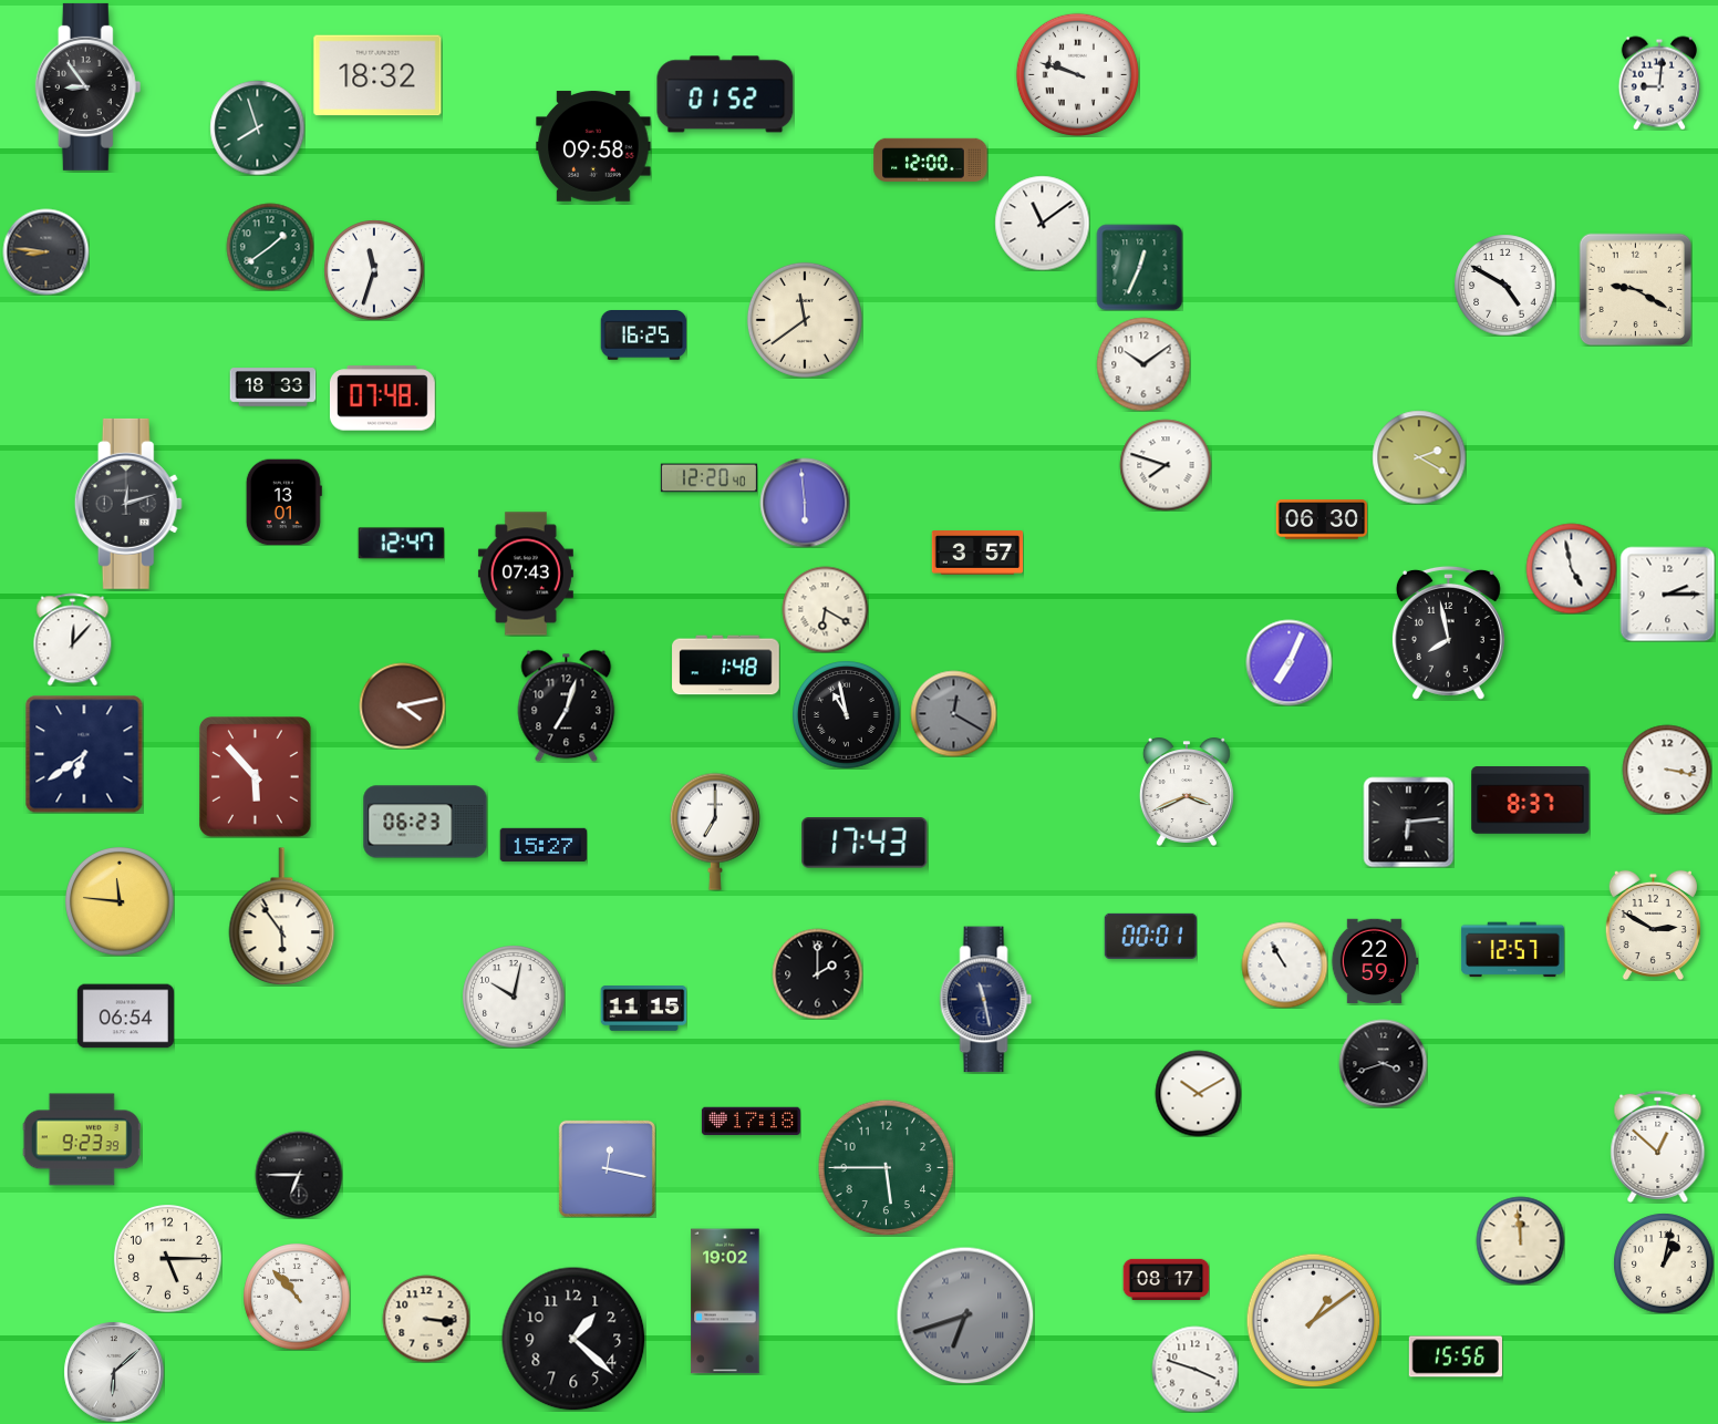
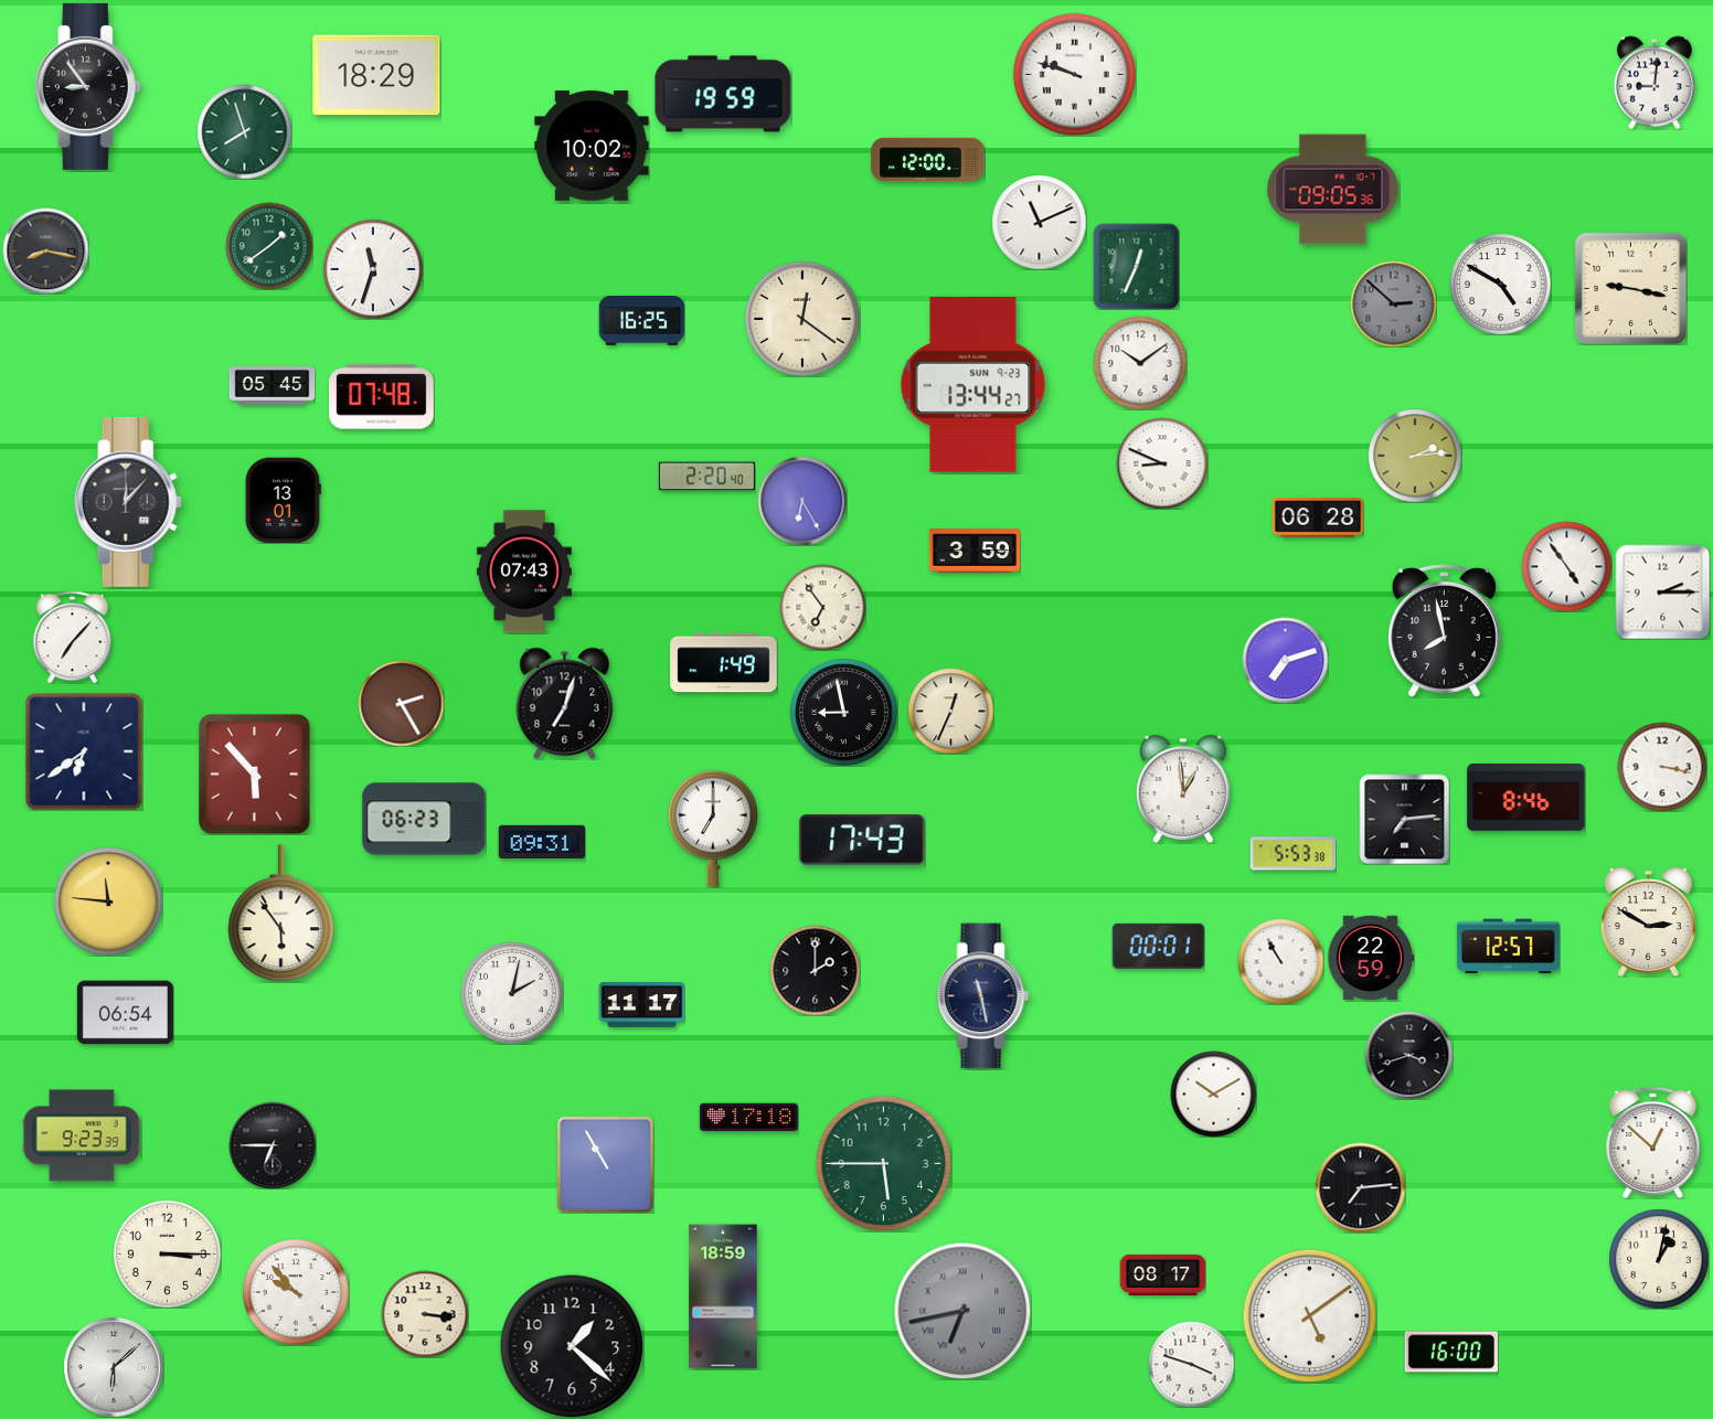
clock at (377, 75): 18:32 -> 18:29
clock at (725, 94): 01:52 -> 19:59
clock at (257, 127) position: (257, 127) -> (244, 131)
clock at (593, 146): 09:58 -> 10:02
clock at (1333, 190): none -> 09:05
clock at (1042, 223): 11:09 -> 11:11
clock at (45, 251): 8:46 -> 8:17
clock at (1635, 289): 9:20 -> 9:17
clock at (1393, 303): none -> 2:52
clock at (805, 320): 11:39 -> 12:21
clock at (643, 336) position: (643, 336) -> (641, 321)
clock at (973, 385): none -> 13:44
clock at (272, 388): 18:33 -> 05:45
clock at (1419, 457): 2:20 -> 2:14
clock at (1166, 465): 7:48 -> 8:49
clock at (708, 478): 12:20 -> 2:20
clock at (805, 503): 5:59 -> 6:25
clock at (128, 504): 12:12 -> 12:07
clock at (1322, 519): 06:30 -> 06:28
clock at (401, 544): 12:47 -> none
clock at (977, 553): 3:57 -> 3:59
clock at (1571, 568): 4:58 -> 4:54
clock at (825, 609): 6:20 -> 6:54
clock at (73, 639): 12:07 -> 7:07
clock at (1288, 662): 7:04 -> 7:12
clock at (726, 665): 1:48 -> 1:49
clock at (402, 705): 4:13 -> 2:25
clock at (953, 713): 12:20 -> 12:34
clock at (953, 713) dial: grey -> cream
clock at (847, 715): 10:58 -> 8:58
clock at (1187, 792): 3:41 -> 12:59
clock at (1531, 801): 8:37 -> 8:46
clock at (1408, 822): 6:14 -> 7:14
clock at (544, 845): 15:27 -> 09:31
clock at (1292, 854): none -> 5:53
clock at (121, 902) position: (121, 902) -> (109, 903)
clock at (1150, 936) position: (1150, 936) -> (1158, 946)
clock at (514, 997): 10:02 -> 2:02
clock at (643, 1009): 11:15 -> 11:17
clock at (1383, 1063) position: (1383, 1063) -> (1408, 1055)
clock at (1198, 1093) position: (1198, 1093) -> (1213, 1093)
clock at (607, 1168): 12:17 -> 10:55
clock at (299, 1175) position: (299, 1175) -> (273, 1145)
clock at (1360, 1187): none -> 7:14
clock at (1520, 1240): 11:59 -> none
clock at (168, 1259): 5:15 -> 3:15
clock at (297, 1297): 10:53 -> 9:53
clock at (725, 1301): 19:02 -> 18:59
clock at (965, 1315): 6:42 -> 6:43
clock at (1313, 1320): 1:09 -> 5:09
clock at (573, 1339) position: (573, 1339) -> (572, 1346)
clock at (1456, 1356): 15:56 -> 16:00
